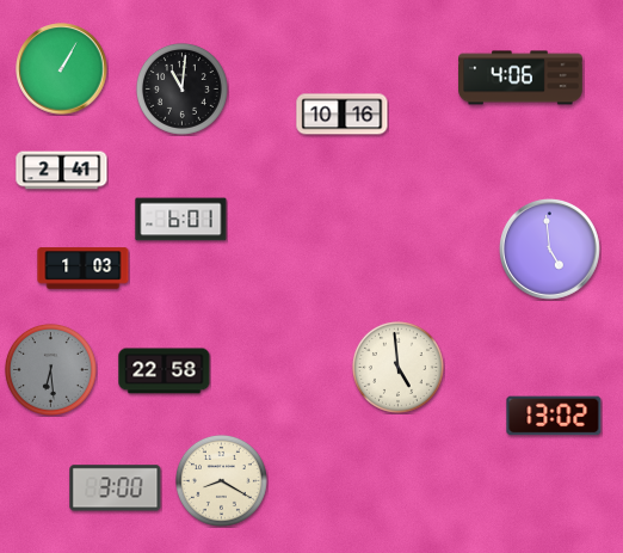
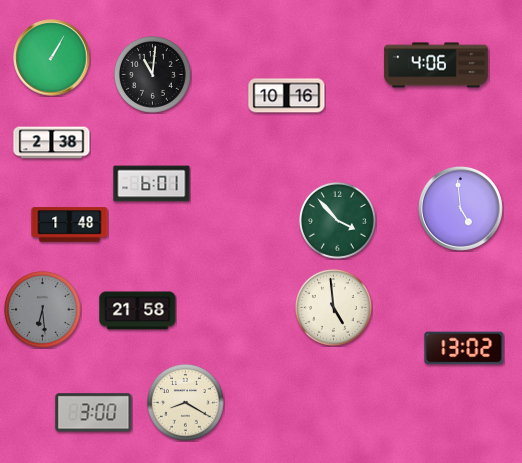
clock at (62, 171): 2:41 -> 2:38
clock at (337, 220): none -> 3:53
clock at (84, 269): 1:03 -> 1:48
clock at (165, 371): 22:58 -> 21:58
clock at (116, 489) position: (116, 489) -> (94, 413)
